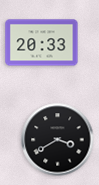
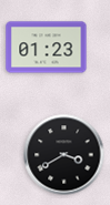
clock at (42, 43): 20:33 -> 01:23
